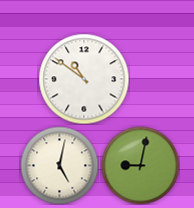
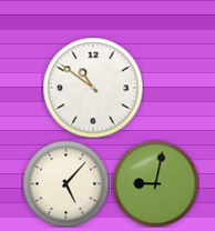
clock at (59, 165): 5:02 -> 5:07
